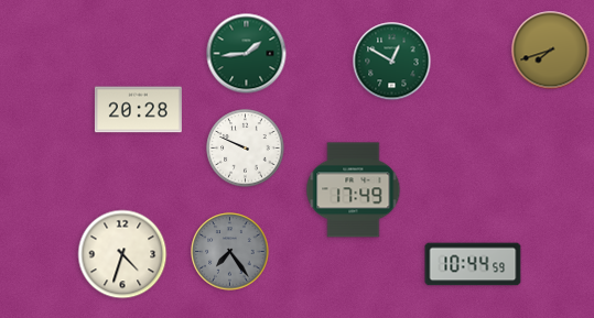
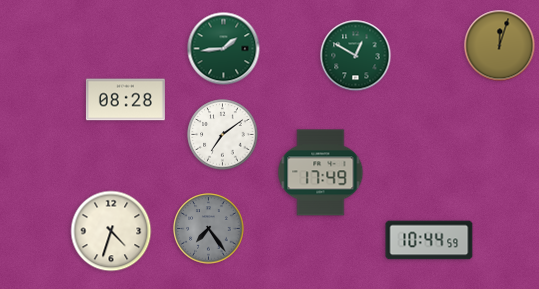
clock at (551, 51): 7:42 -> 12:03
clock at (138, 110): 20:28 -> 08:28
clock at (246, 149): 9:49 -> 7:09
